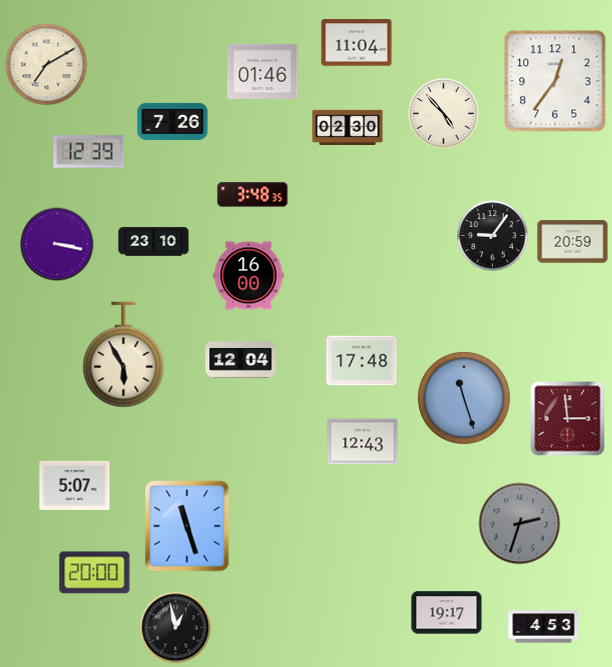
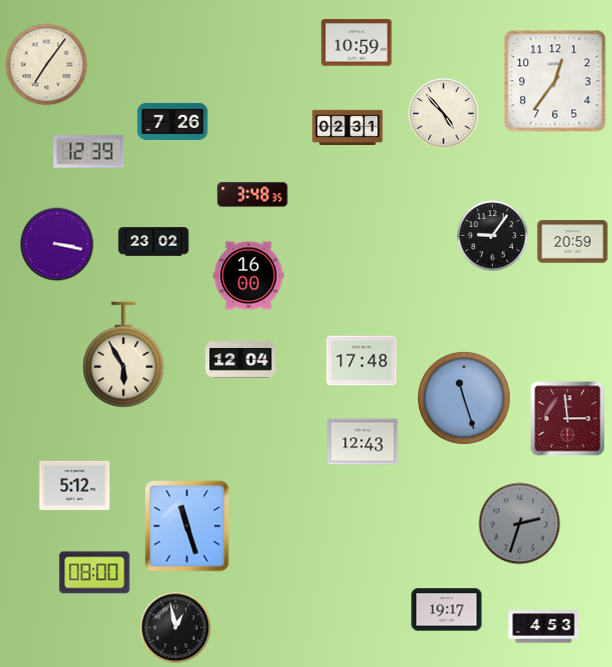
clock at (357, 43): 11:04 -> 10:59
clock at (47, 65): 7:10 -> 7:06
clock at (263, 71): 01:46 -> none
clock at (348, 127): 02:30 -> 02:31
clock at (154, 242): 23:10 -> 23:02
clock at (75, 485): 5:07 -> 5:12
clock at (95, 573): 20:00 -> 08:00
clock at (447, 613) position: (447, 613) -> (447, 610)
